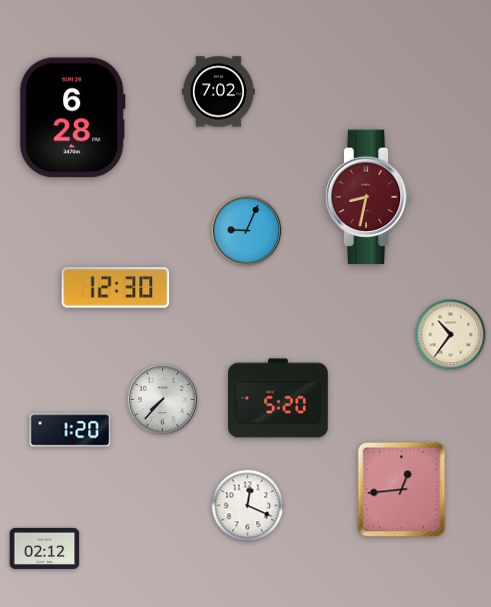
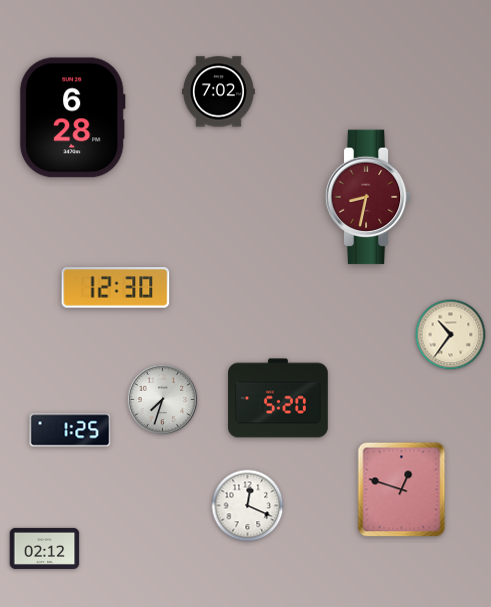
clock at (247, 231): 9:04 -> none
clock at (163, 400): 7:37 -> 7:33
clock at (70, 430): 1:20 -> 1:25
clock at (402, 490): 12:44 -> 12:48
